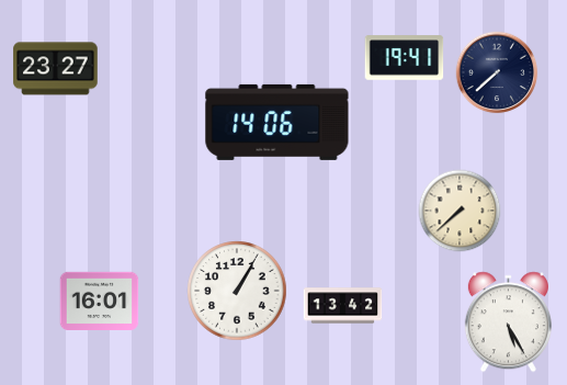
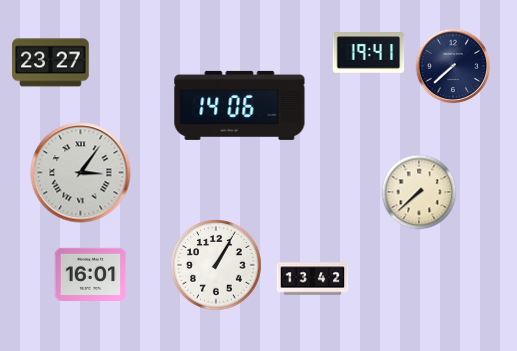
clock at (277, 122) position: (277, 122) -> (240, 105)
clock at (81, 173): none -> 3:06
clock at (508, 322): 5:25 -> none
